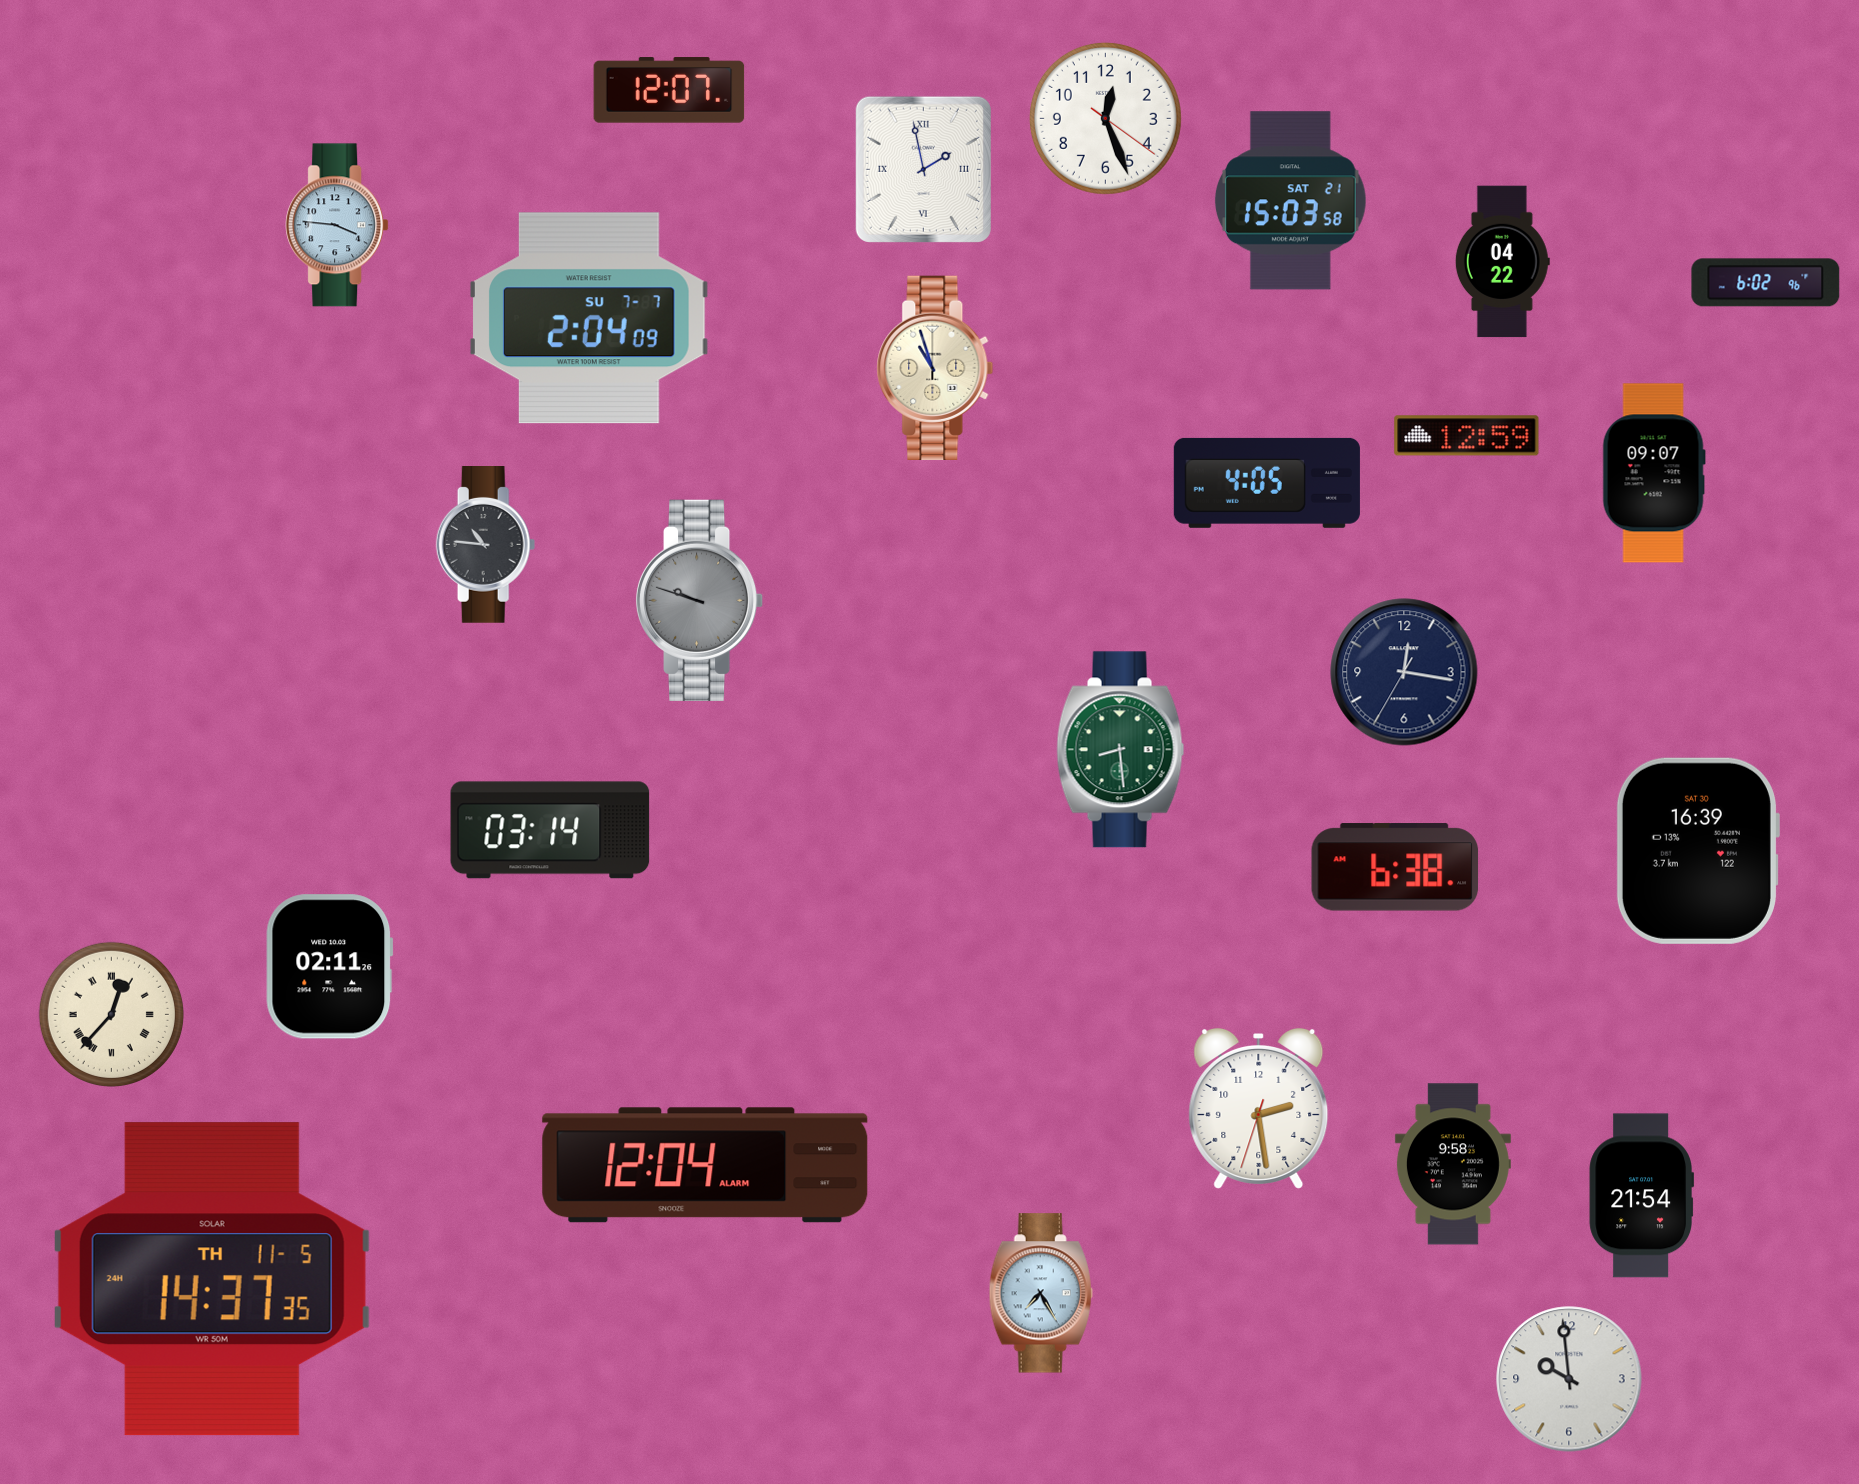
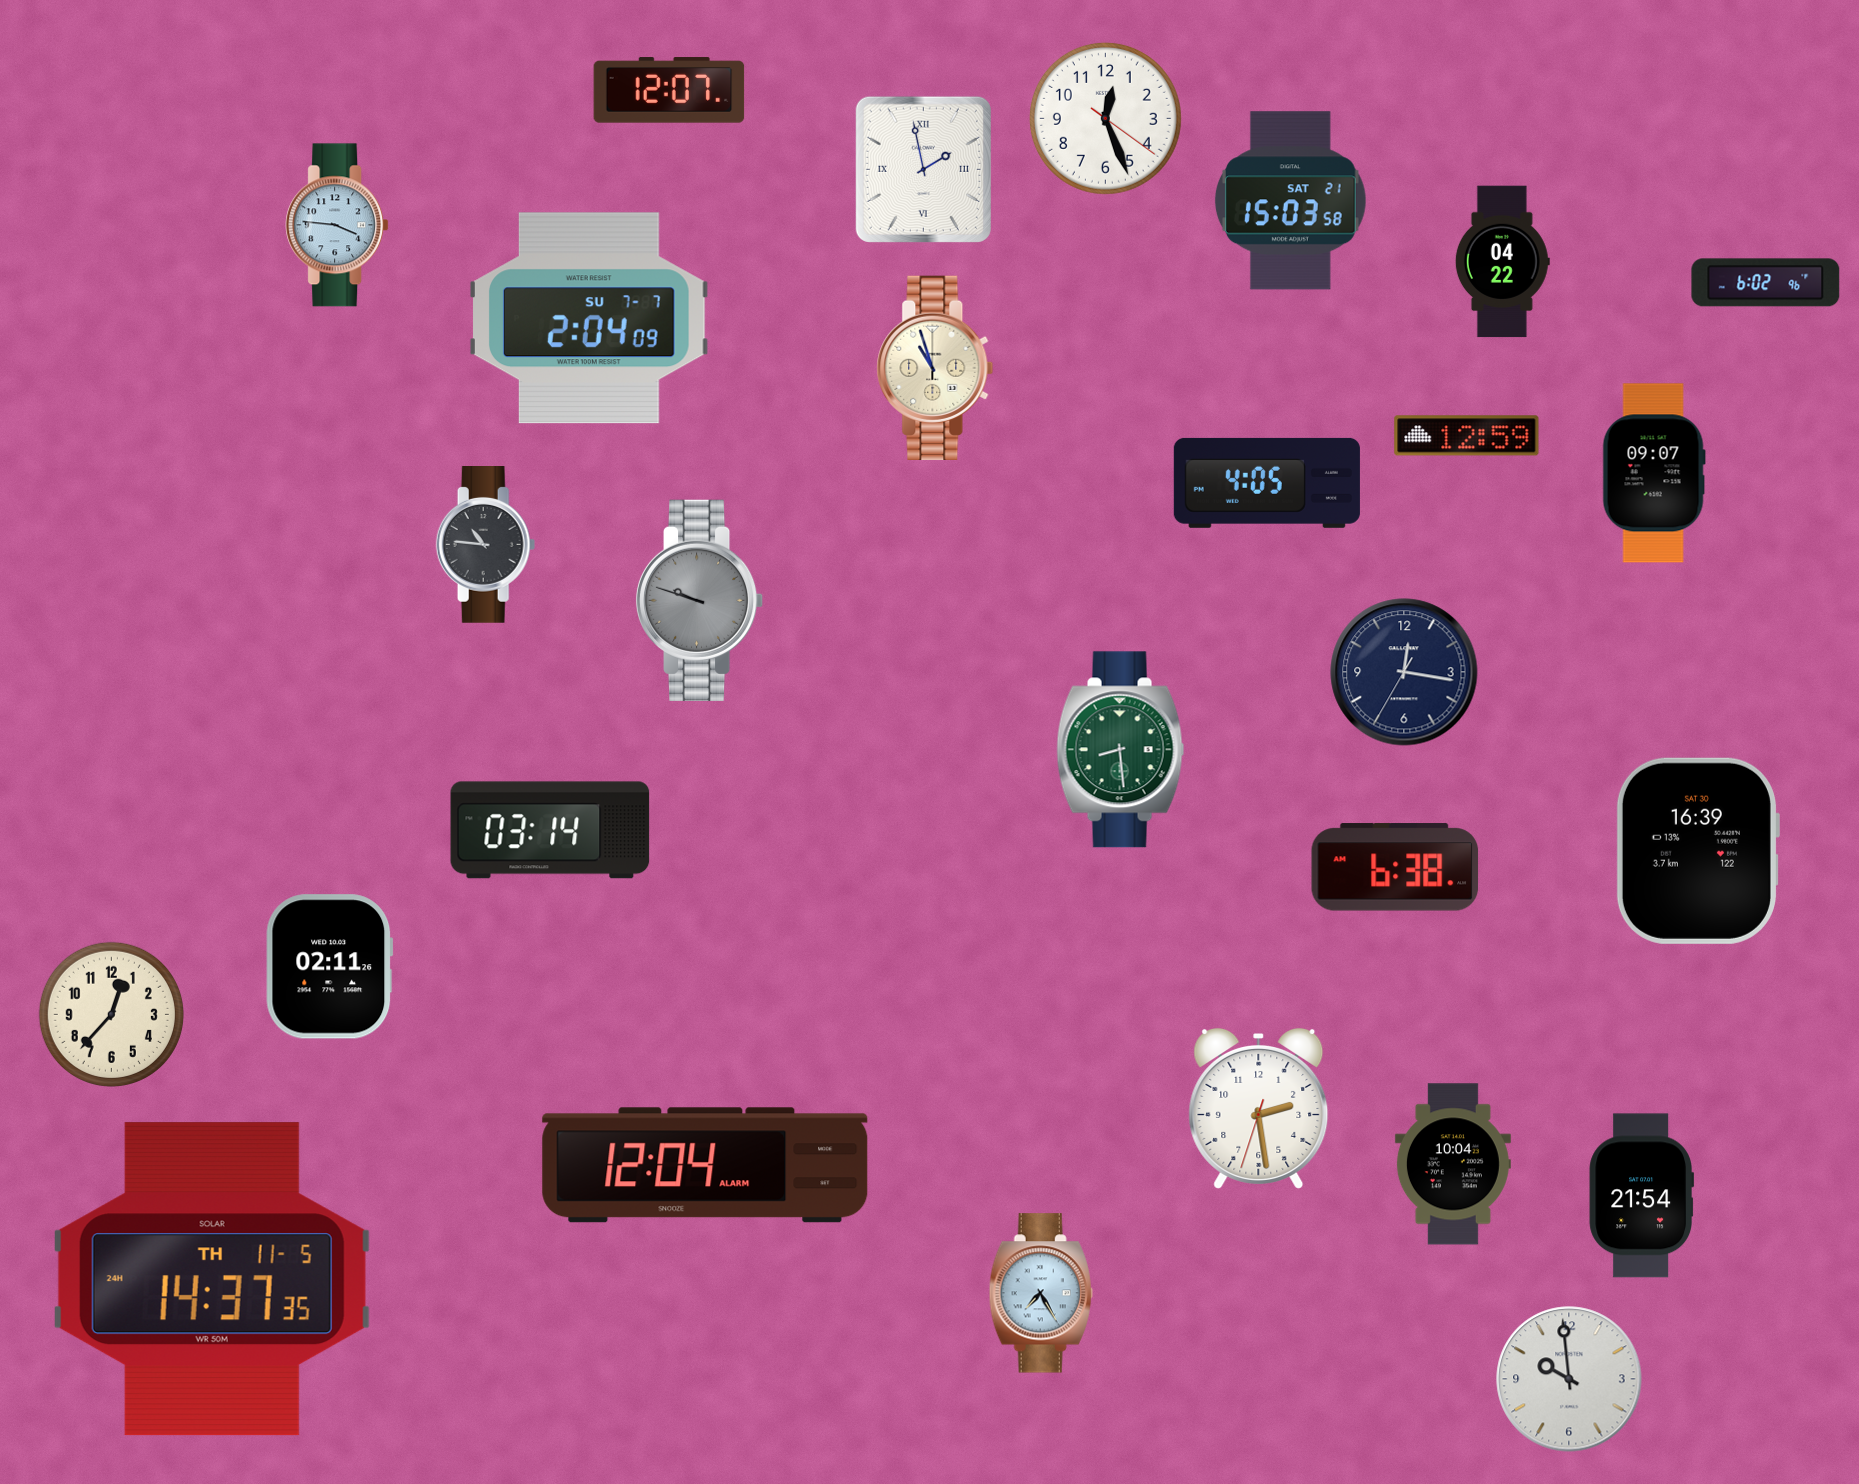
clock at (111, 1014) numerals: Roman -> Arabic
clock at (1453, 1164): 9:58 -> 10:04
